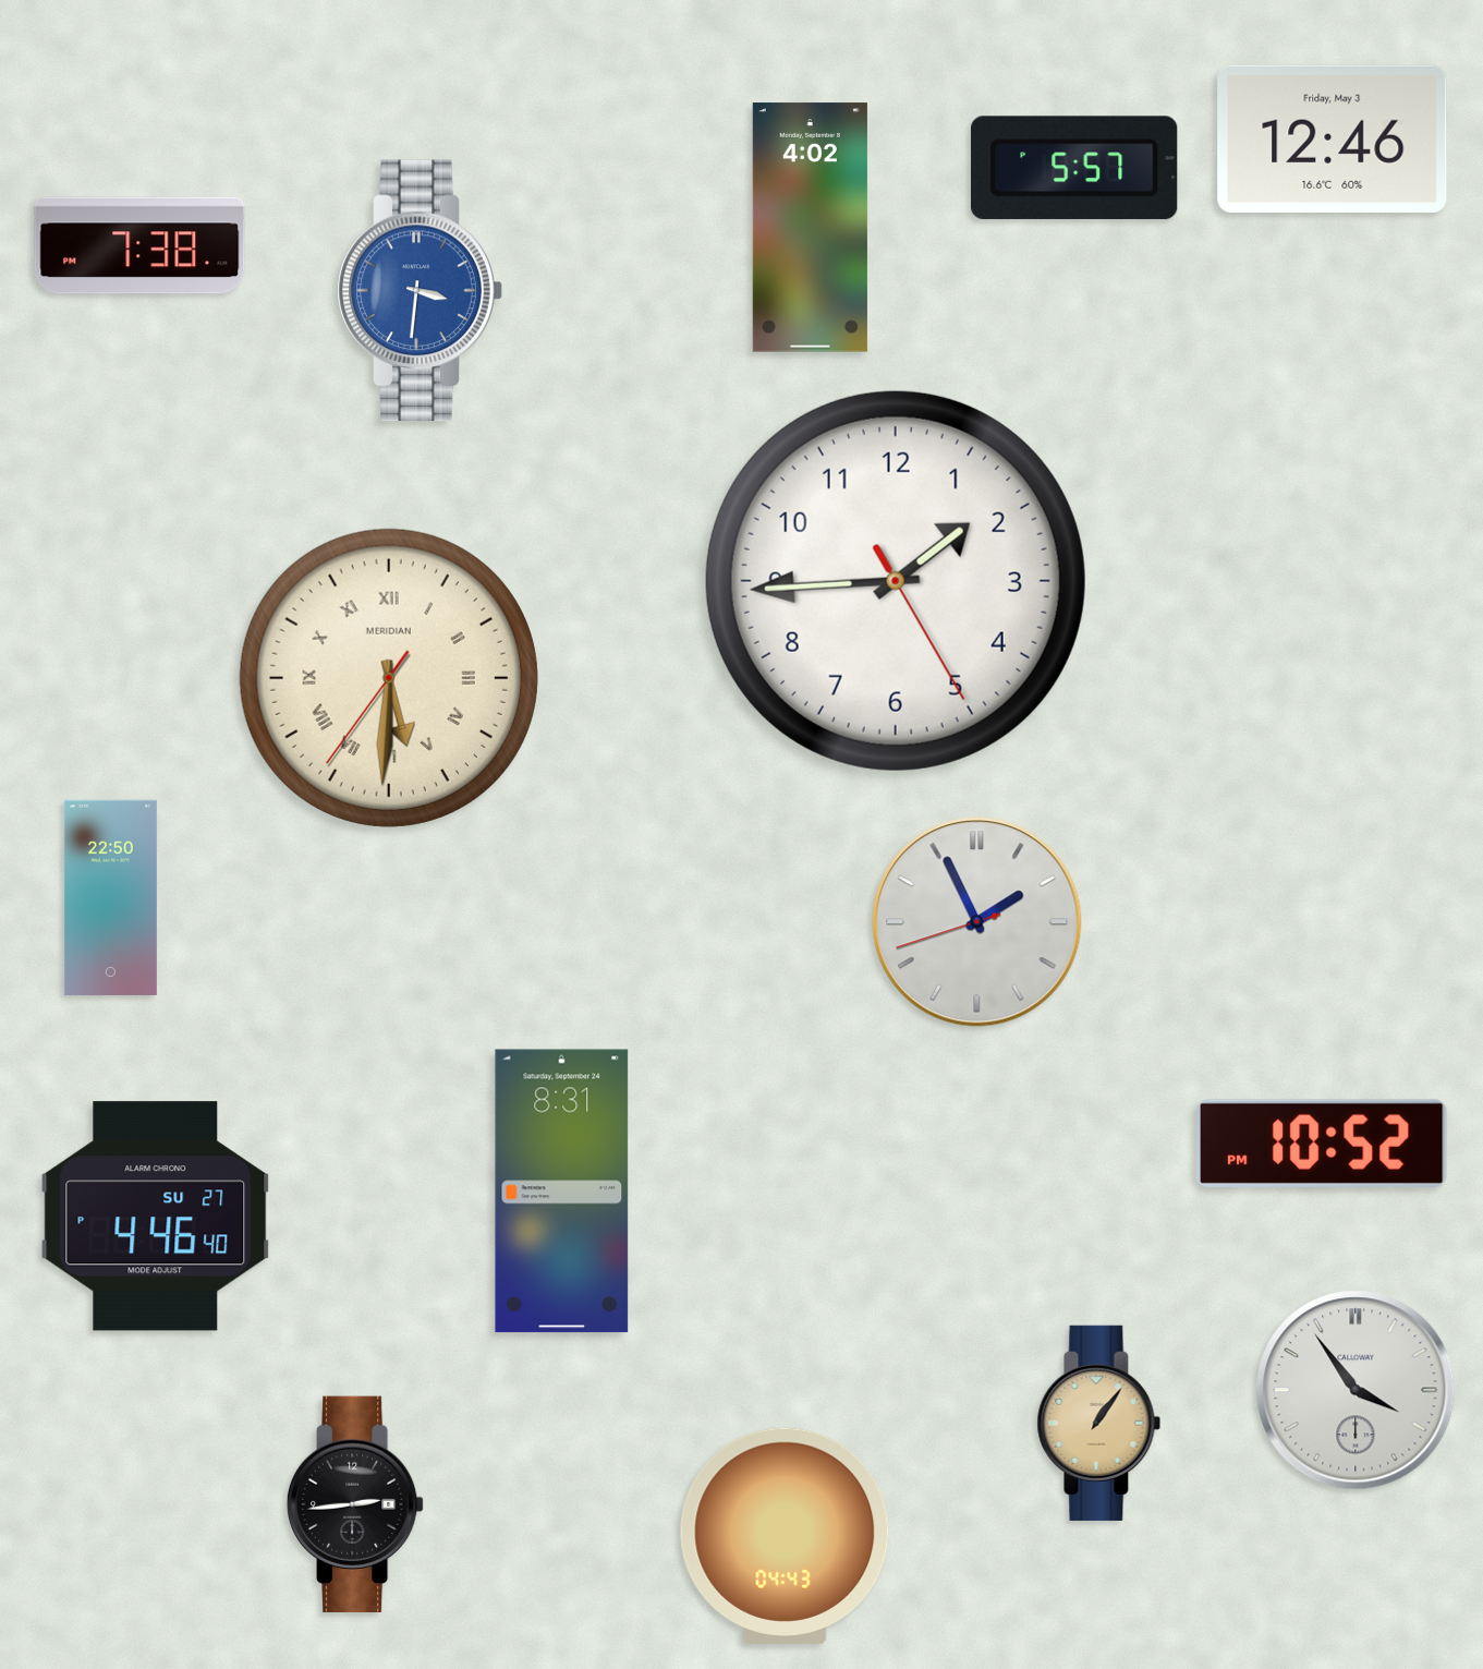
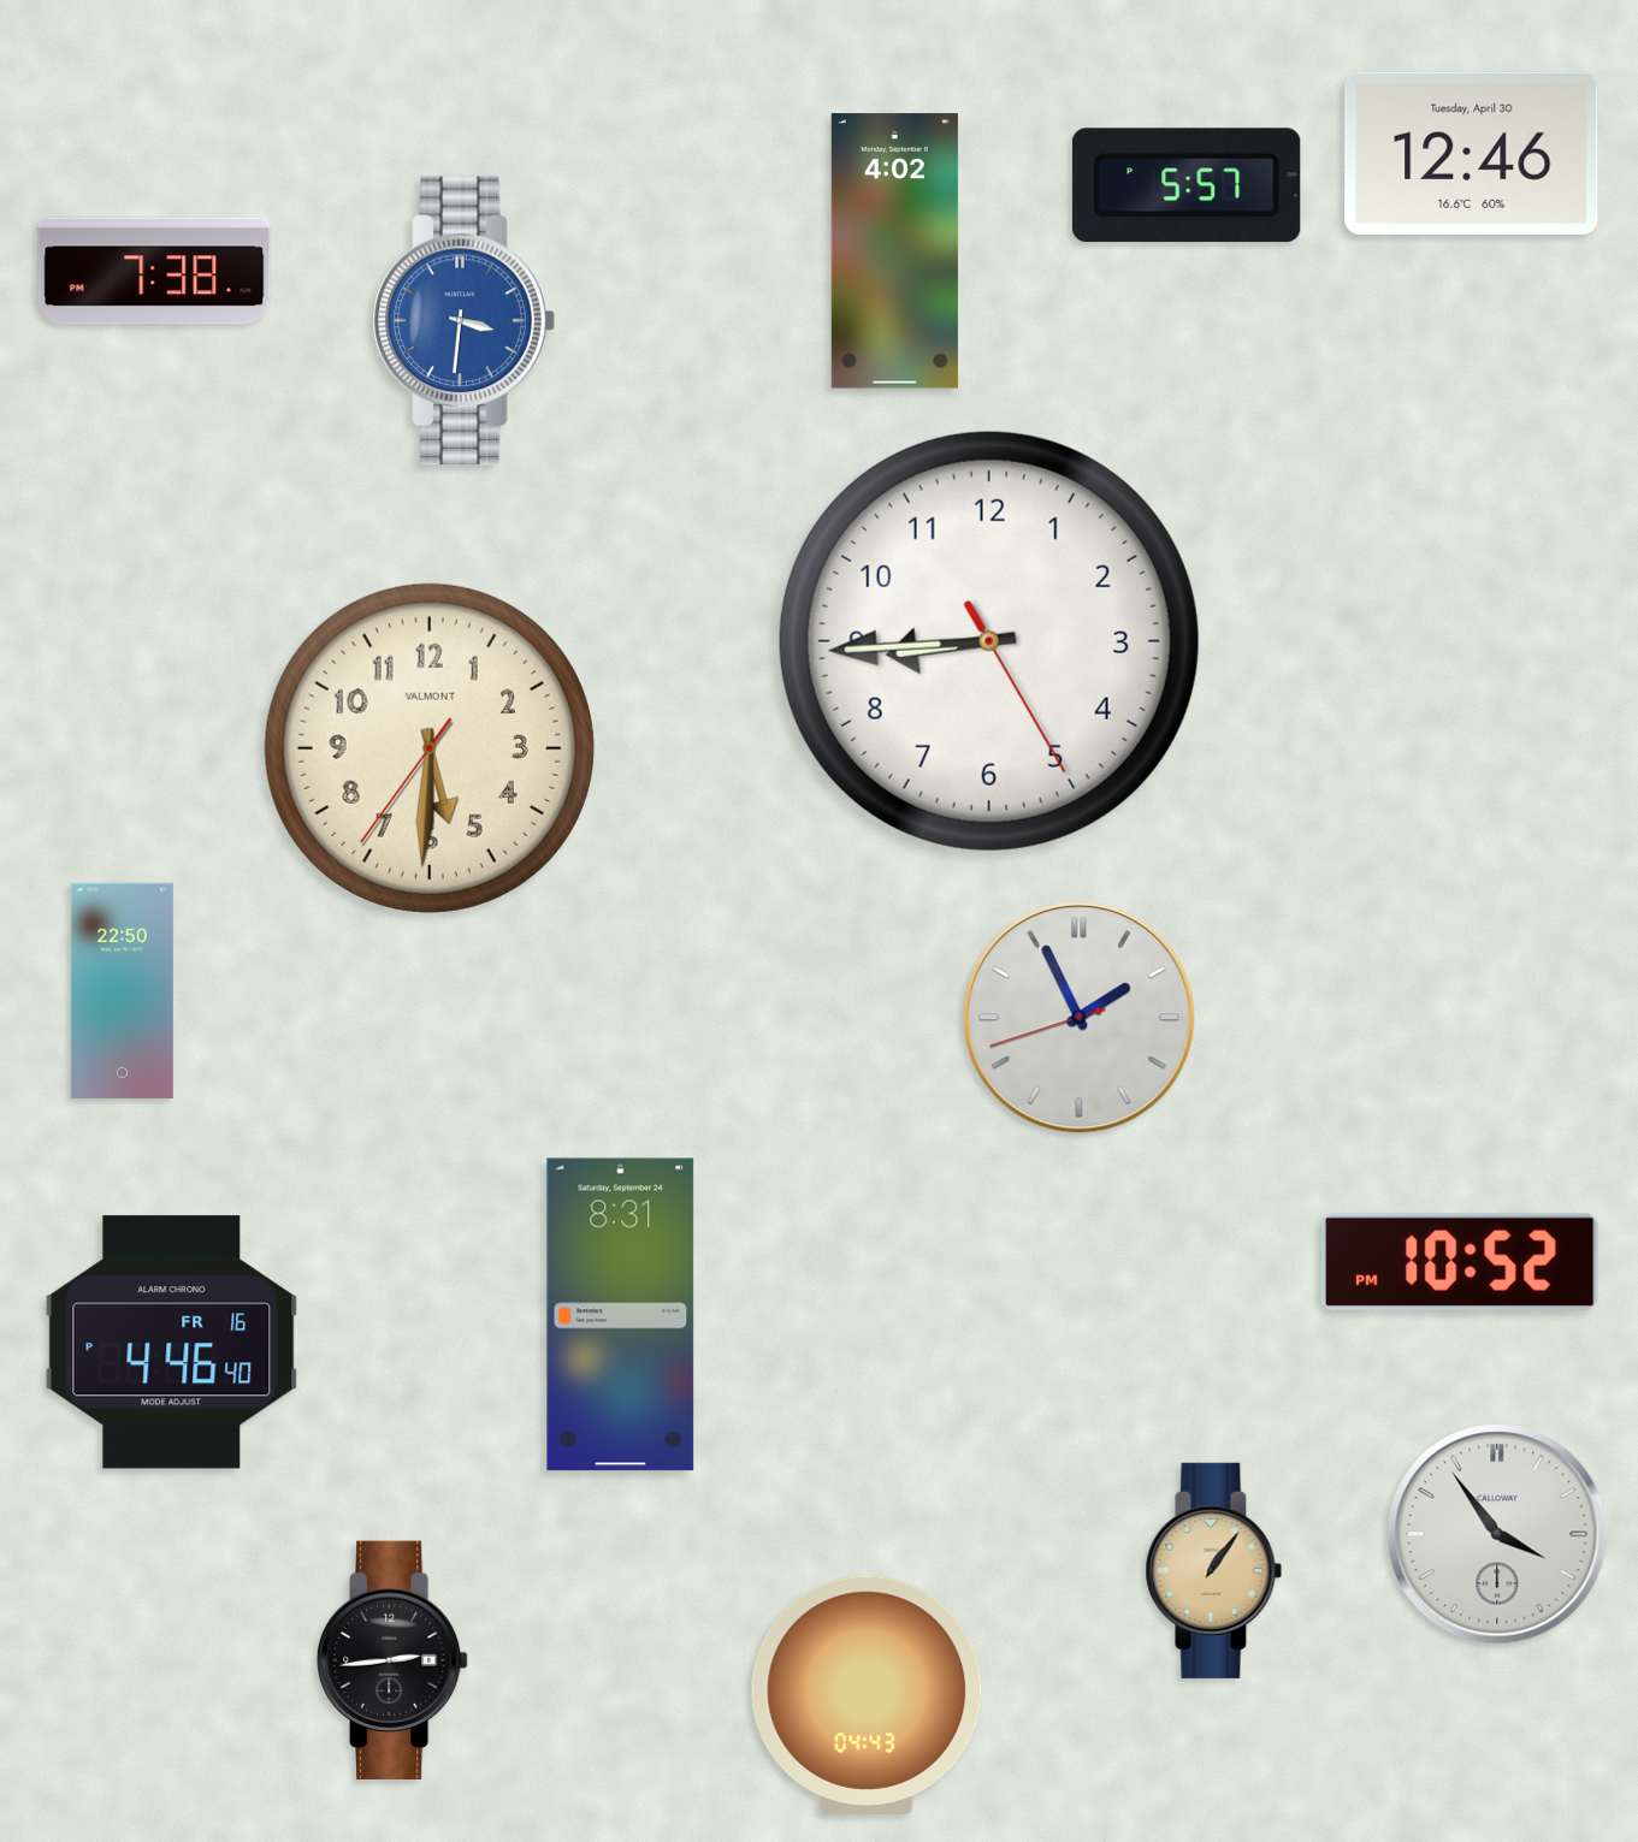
clock at (1333, 138) date: Friday, May 3 -> Tuesday, April 30
clock at (896, 581): 1:44 -> 8:44
clock at (389, 678) numerals: Roman -> Arabic
clock at (389, 678) brand: MERIDIAN -> VALMONT
clock at (156, 1217) date: SU 27 -> FR 16
